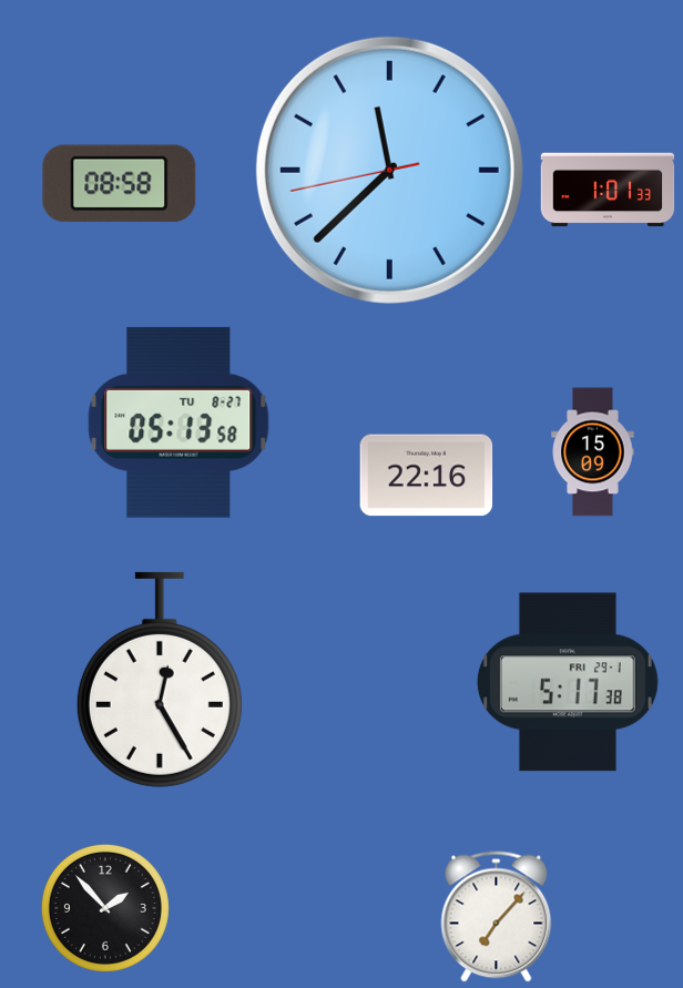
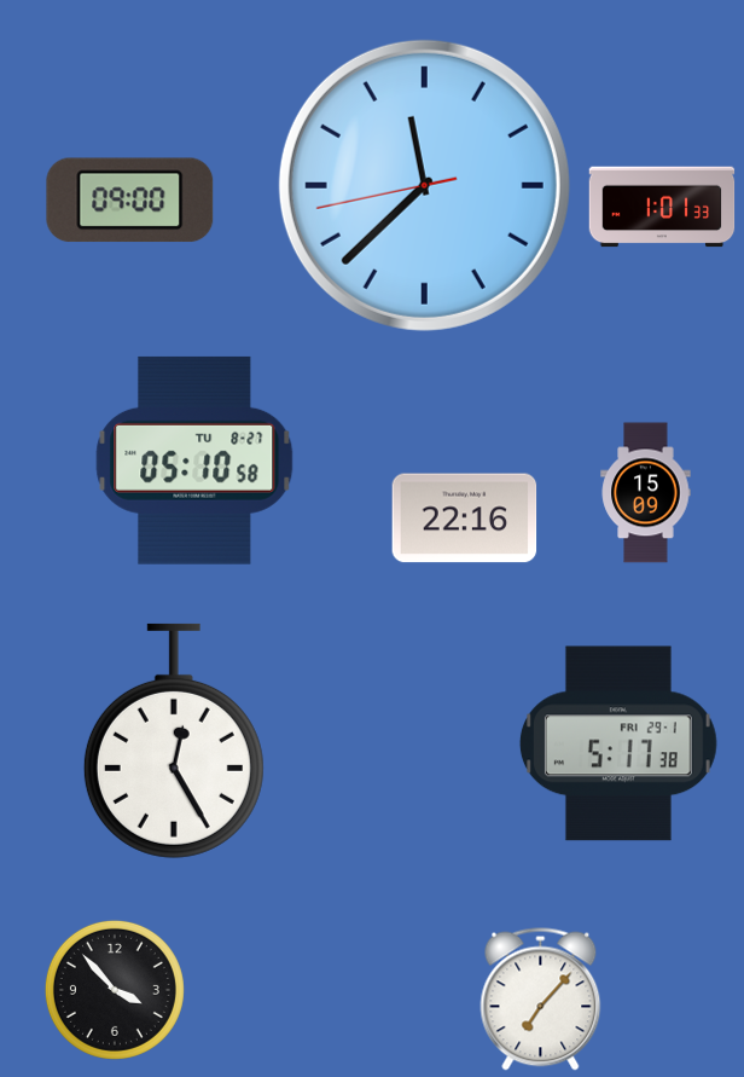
clock at (120, 184): 08:58 -> 09:00
clock at (179, 422): 05:13 -> 05:10
clock at (105, 908): 1:53 -> 3:53
